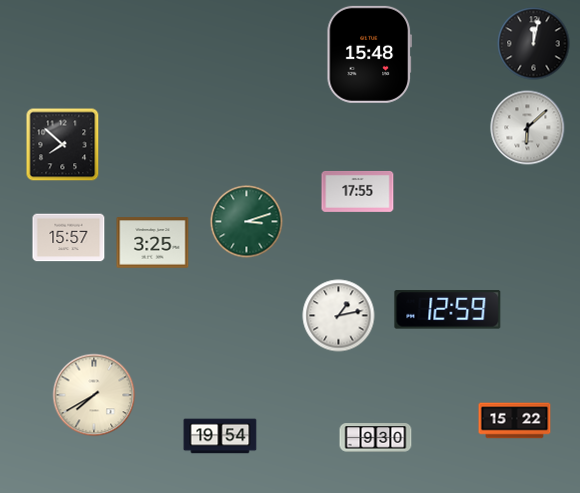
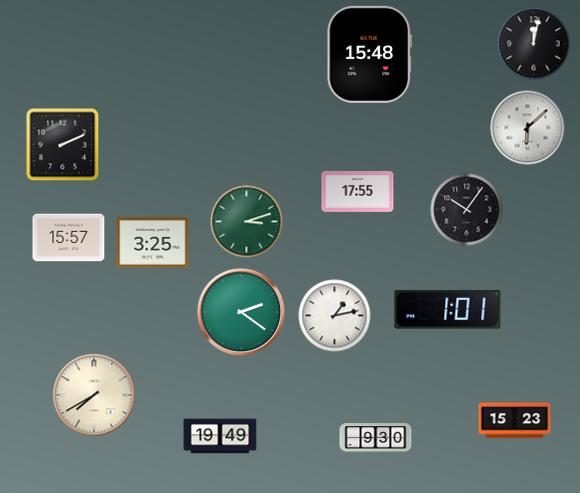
clock at (63, 145): 7:52 -> 2:11
clock at (467, 210): none -> 10:06
clock at (448, 310): 12:59 -> 1:01
clock at (241, 312): none -> 2:21
clock at (339, 316) position: (339, 316) -> (335, 316)
clock at (515, 421): 15:22 -> 15:23
clock at (220, 436): 19:54 -> 19:49
